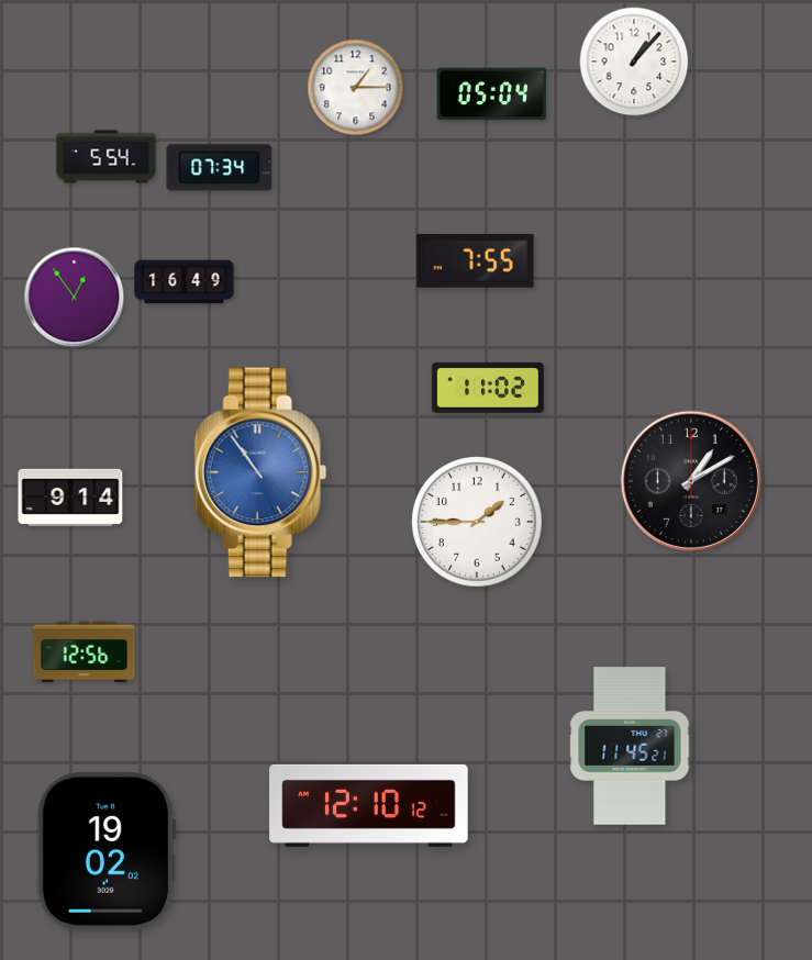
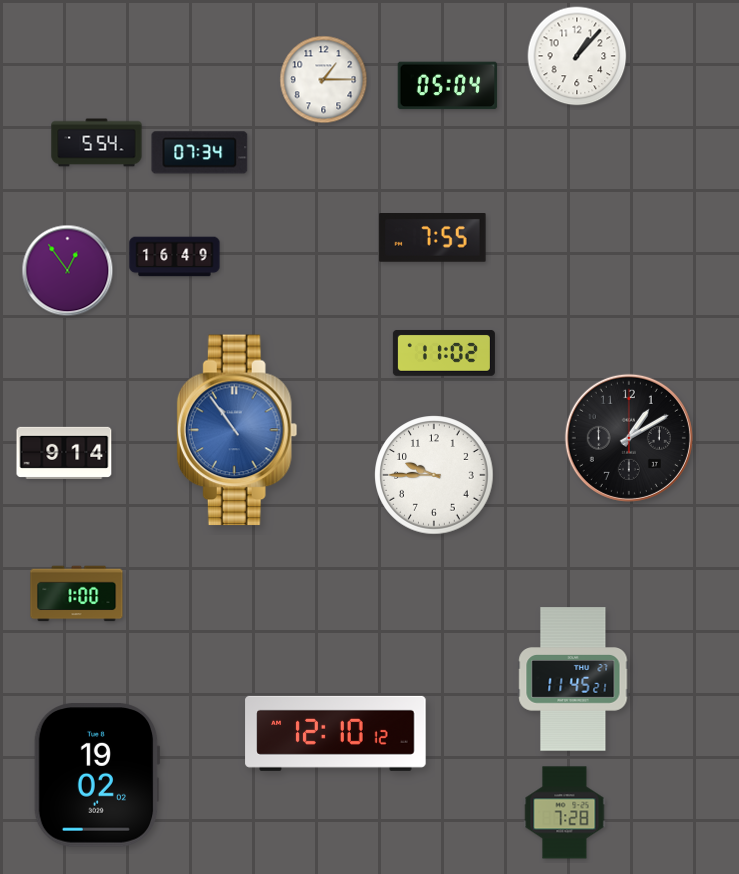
clock at (185, 282) position: (185, 282) -> (175, 257)
clock at (477, 522): 1:45 -> 9:45
clock at (85, 652): 12:56 -> 1:00
clock at (565, 813): none -> 7:28
